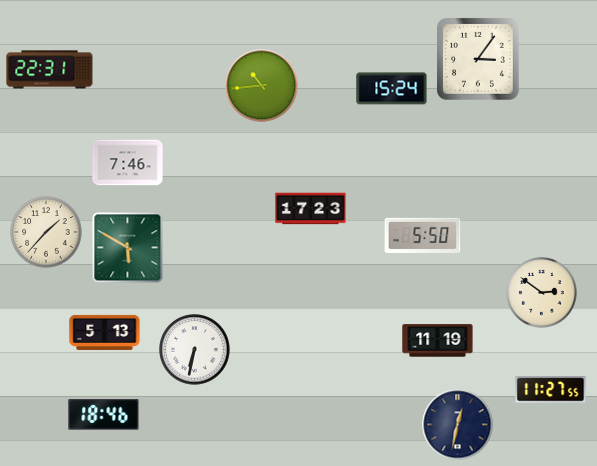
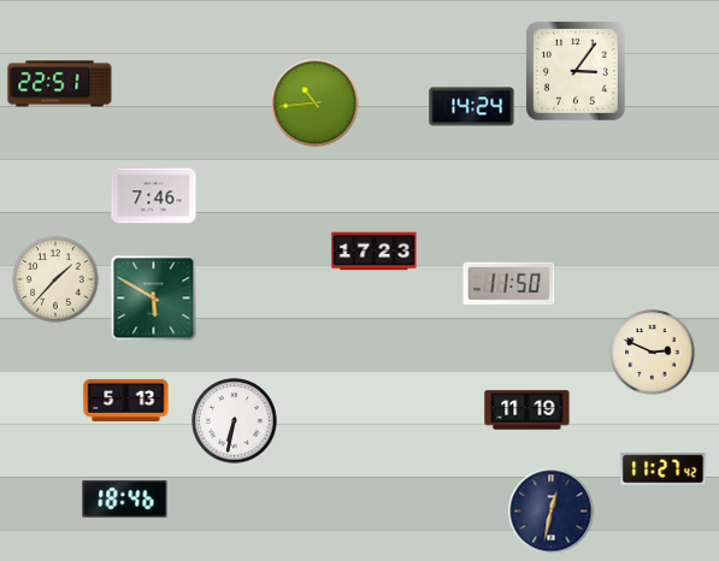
clock at (50, 70): 22:31 -> 22:51
clock at (392, 89): 15:24 -> 14:24
clock at (423, 235): 5:50 -> 11:50
clock at (542, 293): 2:51 -> 2:49
clock at (551, 390): 11:27:55 -> 11:27:42
